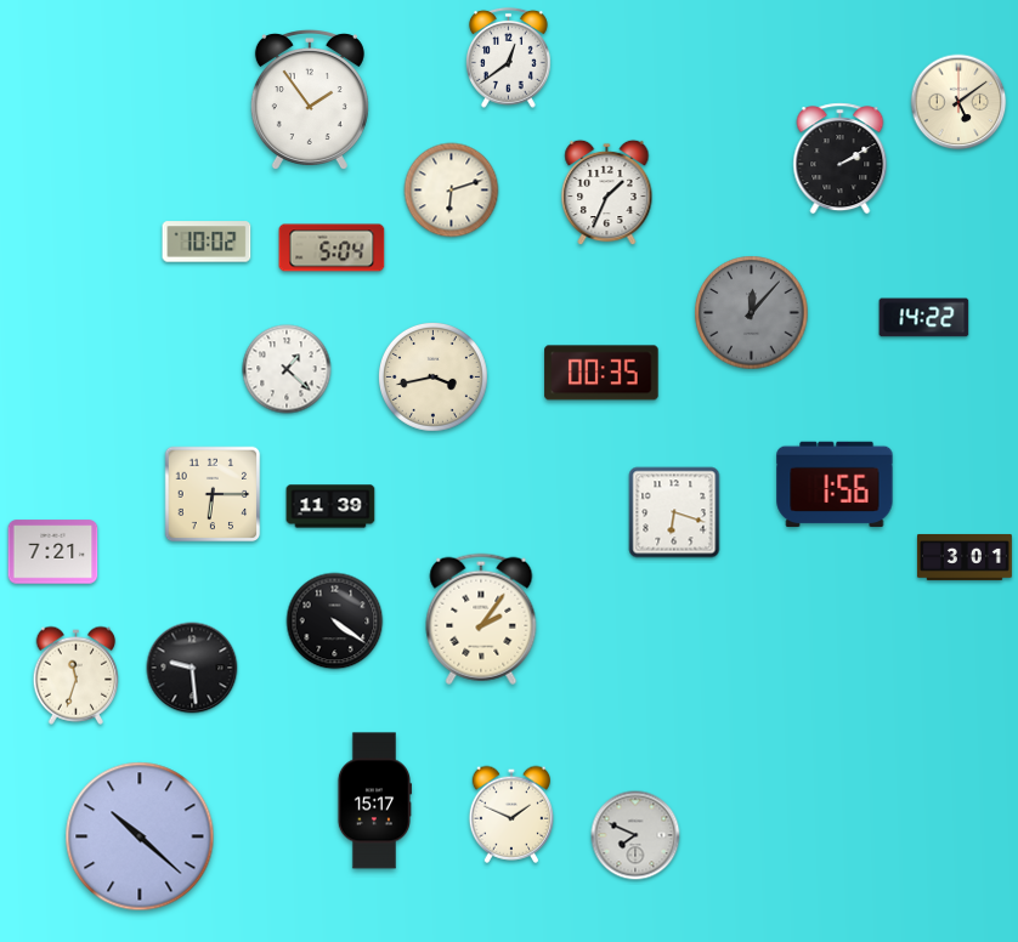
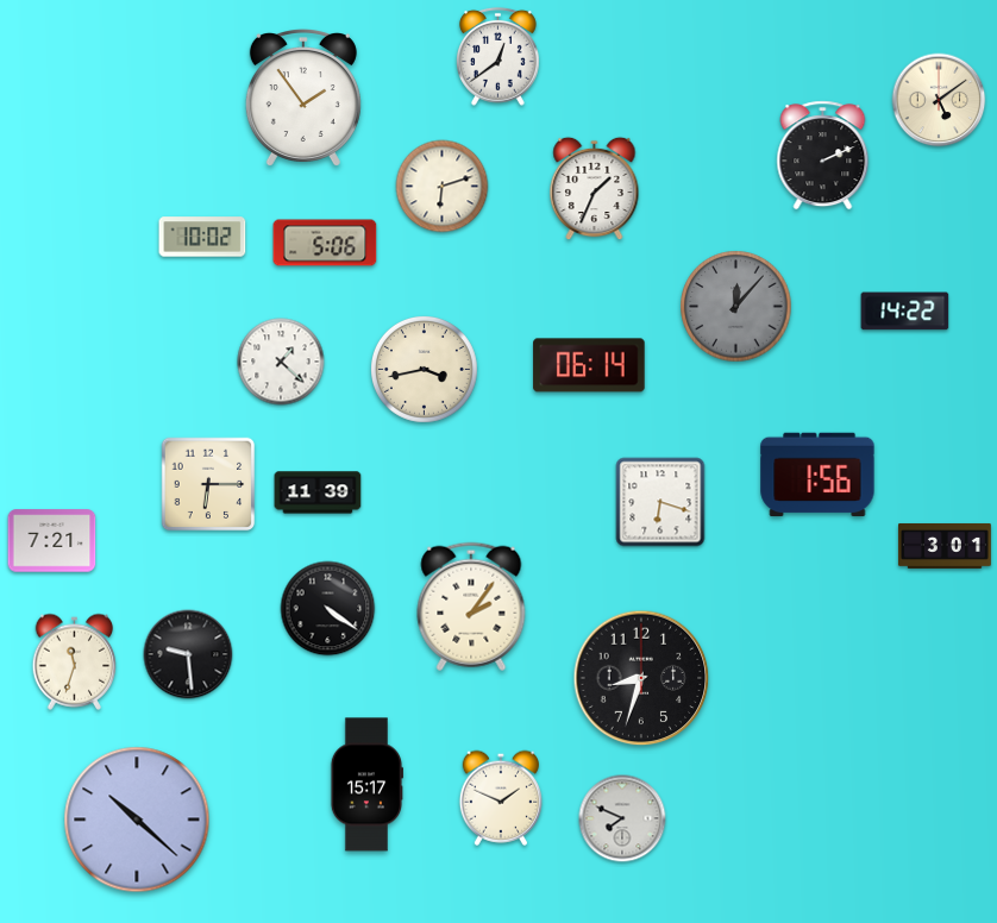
clock at (841, 159): 2:10 -> 2:11
clock at (332, 248): 5:04 -> 5:06
clock at (601, 373): 00:35 -> 06:14
clock at (330, 506) position: (330, 506) -> (318, 492)
clock at (641, 678): none -> 8:33
